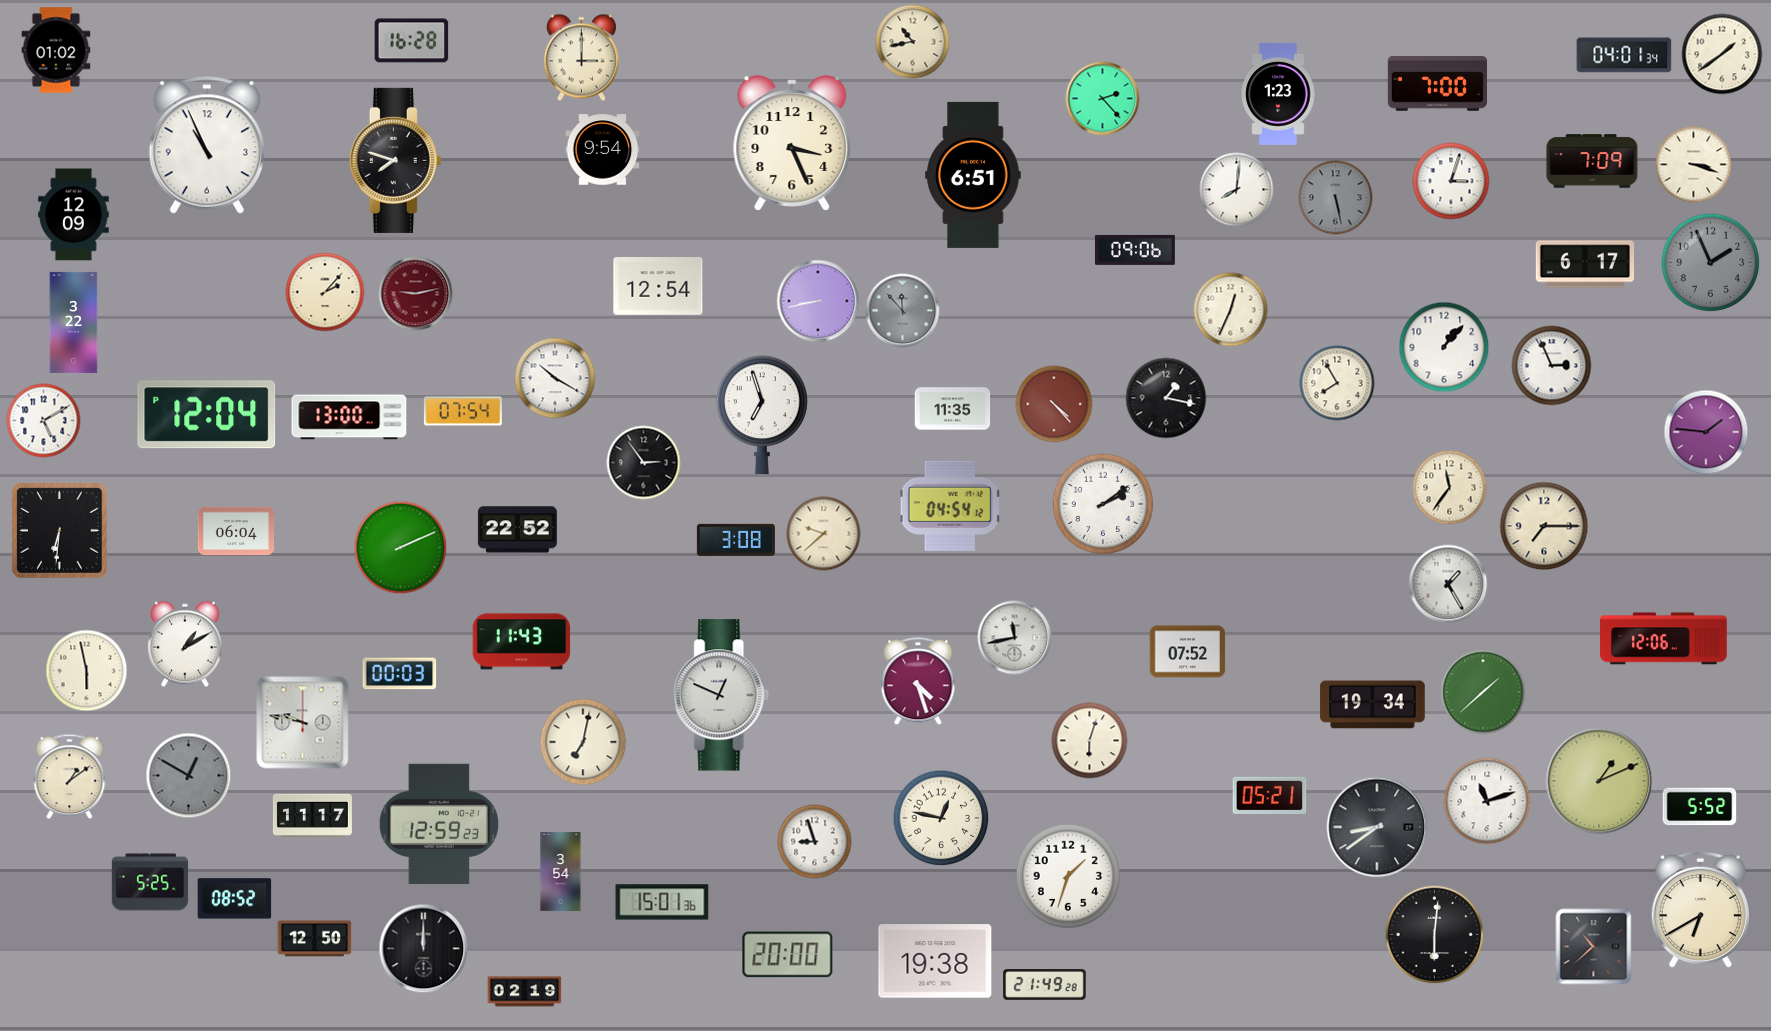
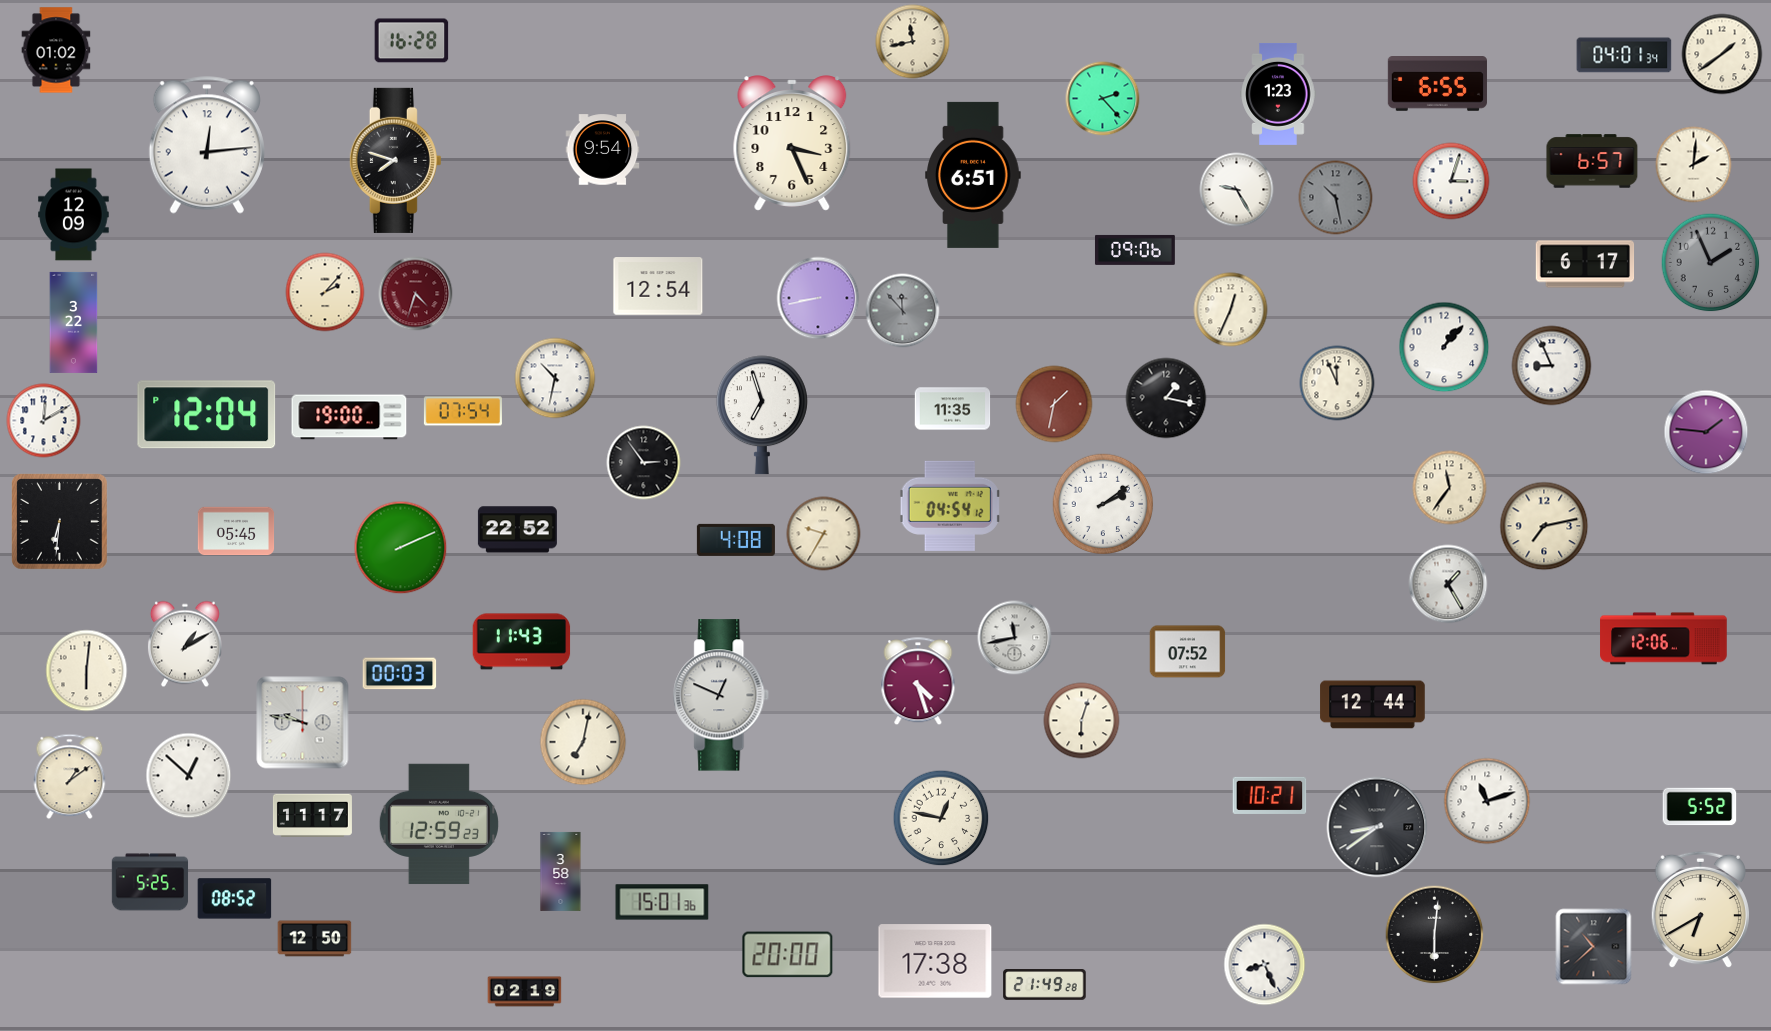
clock at (913, 42): 10:43 -> 11:43
clock at (581, 58): 3:00 -> none
clock at (1437, 84): 7:00 -> 6:55
clock at (207, 145): 10:56 -> 12:14
clock at (1592, 161): 7:09 -> 6:57
clock at (1694, 165): 3:18 -> 2:01
clock at (1237, 190): 8:01 -> 9:25
clock at (1336, 198): 5:28 -> 10:28
clock at (416, 294): 9:13 -> 4:33
clock at (818, 301) position: (818, 301) -> (818, 298)
clock at (1552, 366): 2:56 -> 8:56
clock at (555, 378): 10:20 -> 10:32
clock at (1337, 383): 7:55 -> 11:56
clock at (1054, 404): 4:23 -> 1:32
clock at (349, 417): 13:00 -> 19:00
clock at (44, 421): 5:10 -> 12:10
clock at (1544, 526): 7:15 -> 7:13
clock at (60, 531) position: (60, 531) -> (60, 522)
clock at (236, 531): 06:04 -> 05:45
clock at (824, 534): 9:38 -> 9:35
clock at (736, 540): 3:08 -> 4:08
clock at (87, 671): 5:58 -> 6:01
clock at (1483, 692): 1:38 -> none
clock at (1373, 705): 19:34 -> 12:44
clock at (1090, 741) position: (1090, 741) -> (1082, 721)
clock at (189, 776): 12:50 -> 12:52
clock at (189, 776) dial: grey -> white
clock at (1599, 781): 1:11 -> none
clock at (1270, 795): 05:21 -> 10:21
clock at (815, 842): 8:57 -> none
clock at (561, 871): 3:54 -> 3:58
clock at (1067, 875): 1:33 -> none
clock at (424, 949): 12:00 -> none
clock at (935, 961): 19:38 -> 17:38
clock at (1265, 965): none -> 8:26
